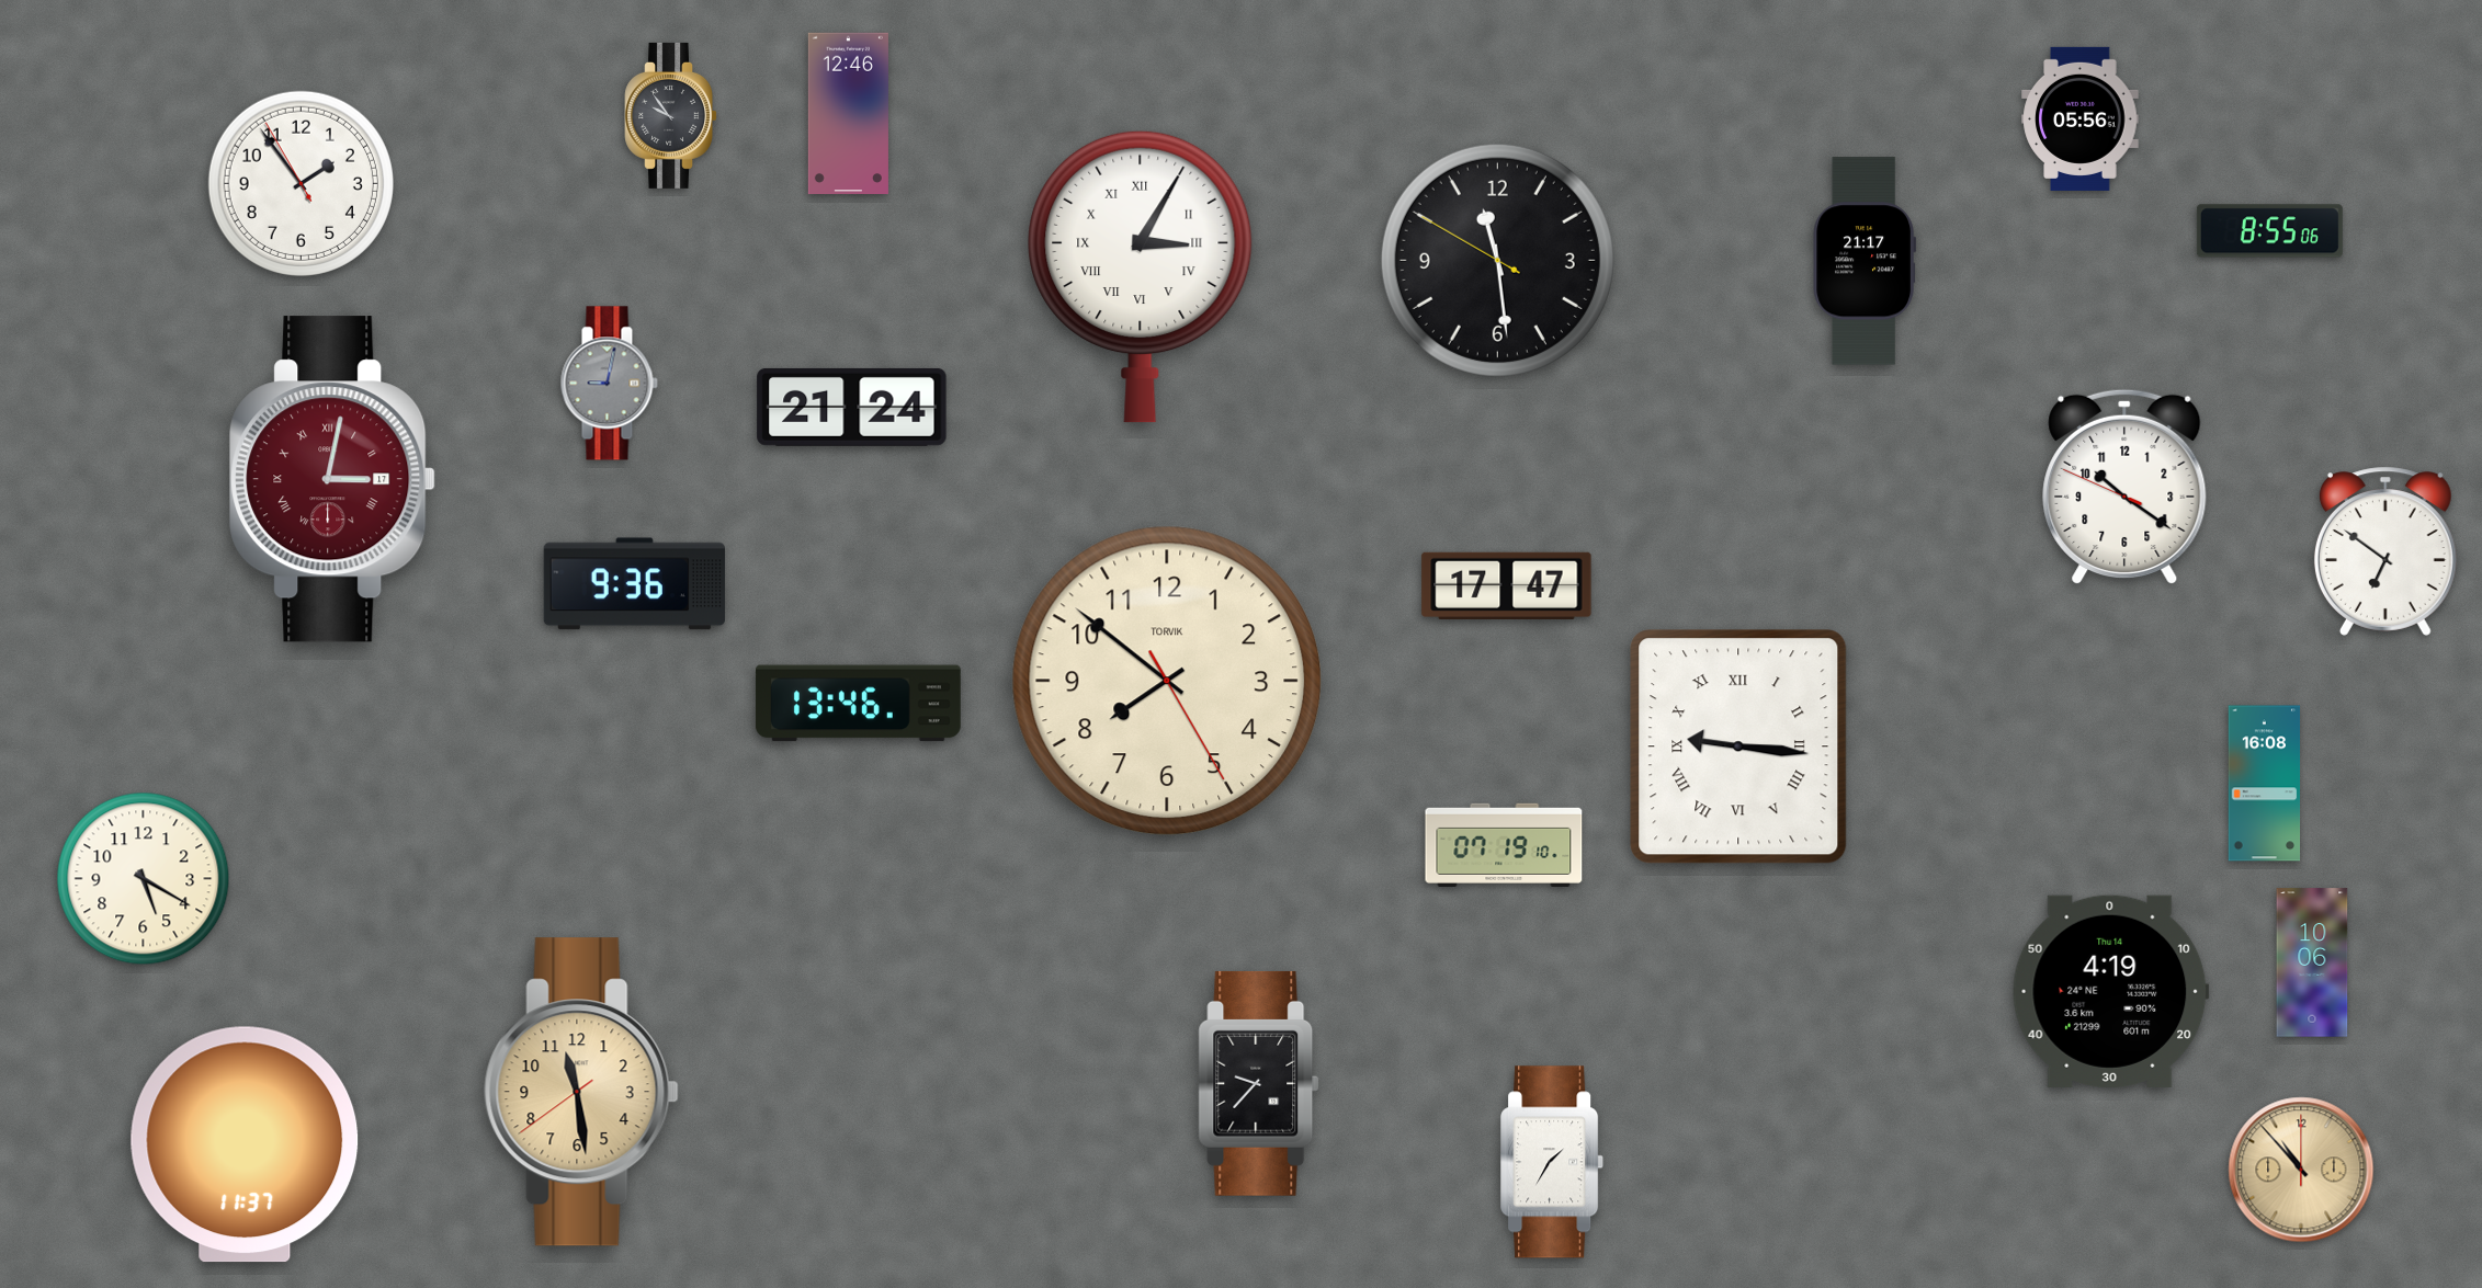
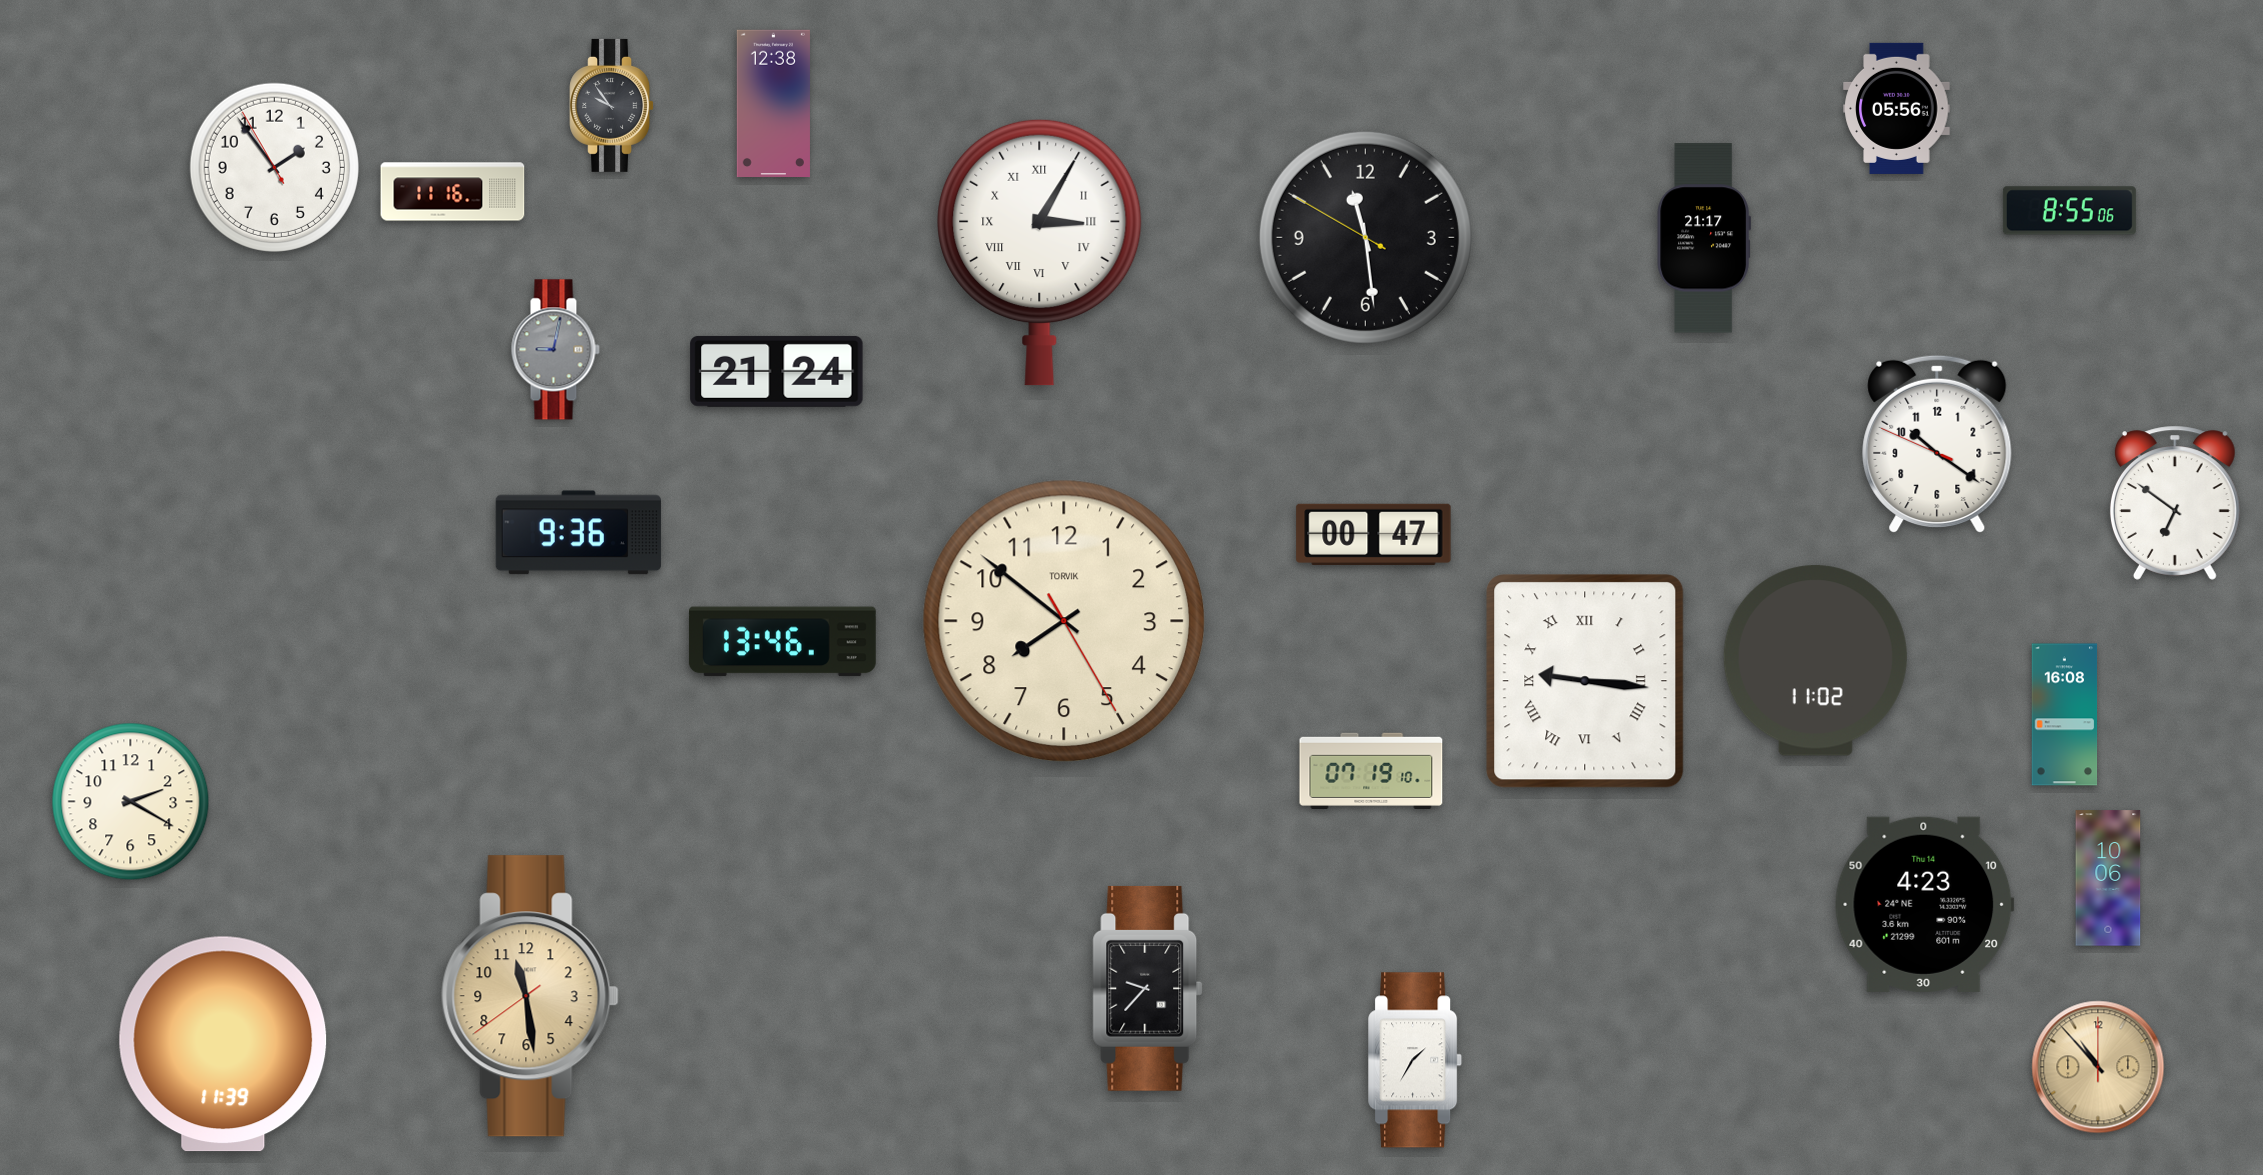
clock at (848, 114): 12:46 -> 12:38
clock at (453, 192): none -> 11:16
clock at (1863, 261) position: (1863, 261) -> (1703, 238)
clock at (332, 479): 3:02 -> none
clock at (1507, 585): 17:47 -> 00:47
clock at (1815, 661): none -> 11:02
clock at (144, 879): 5:20 -> 2:20
clock at (2111, 991): 4:19 -> 4:23
clock at (245, 1144): 11:37 -> 11:39
